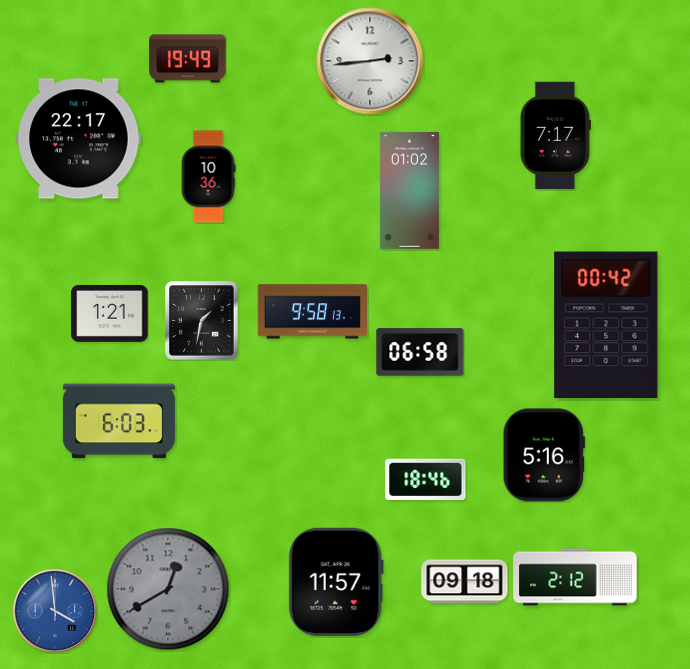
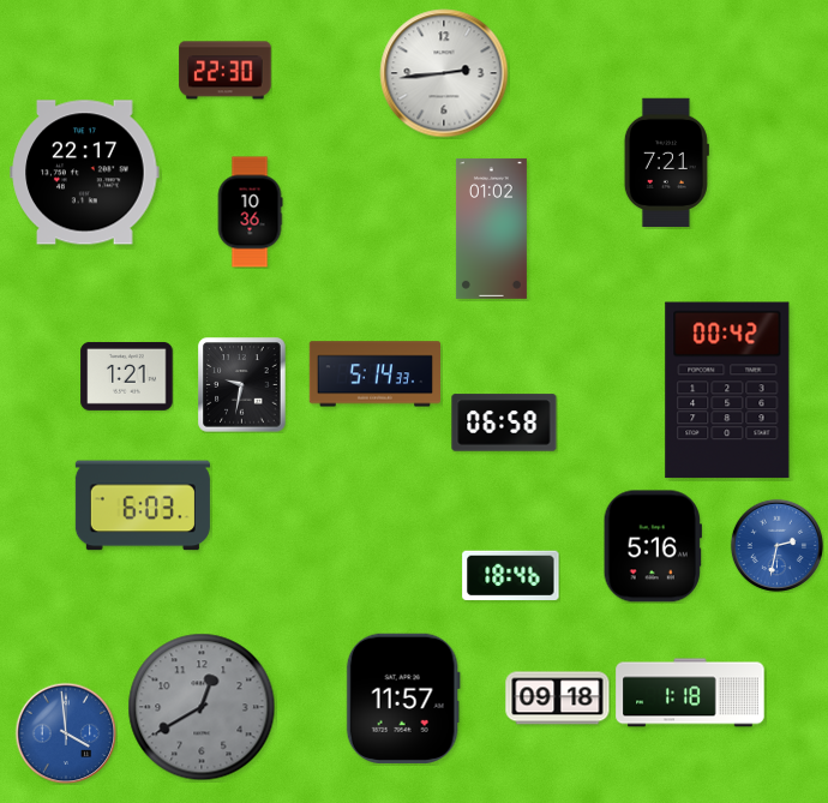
clock at (188, 59): 19:49 -> 22:30
clock at (555, 136): 7:17 -> 7:21
clock at (79, 139) position: (79, 139) -> (85, 173)
clock at (312, 312): 9:58 -> 5:14
clock at (110, 313) position: (110, 313) -> (127, 376)
clock at (202, 321): 1:32 -> 9:32
clock at (776, 545): none -> 2:32
clock at (575, 577): 2:12 -> 1:18
